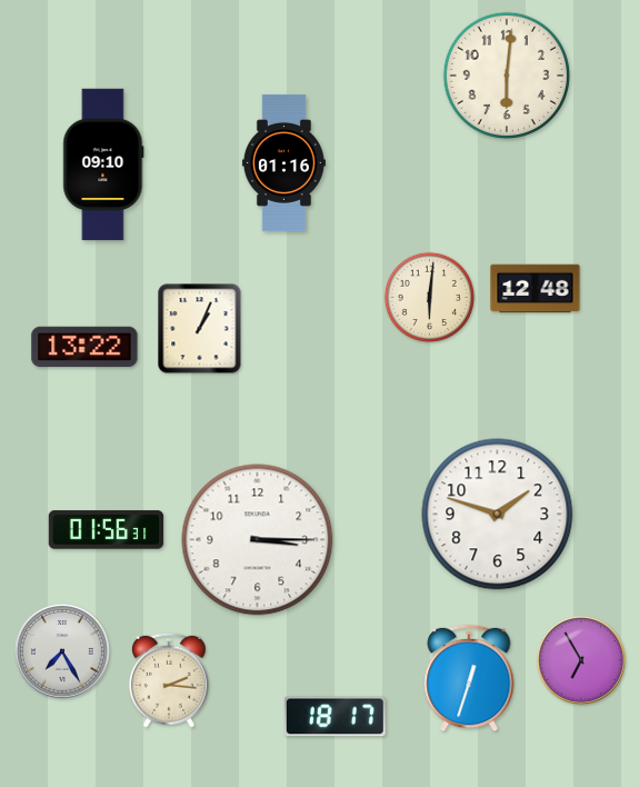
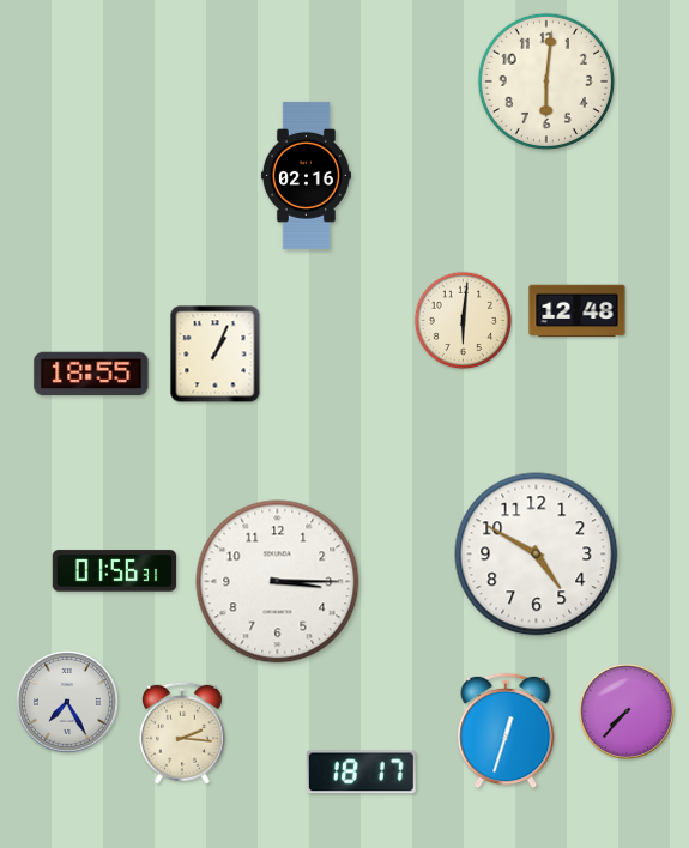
clock at (283, 162): 01:16 -> 02:16
clock at (103, 165): 09:10 -> none
clock at (84, 347): 13:22 -> 18:55
clock at (498, 515): 1:48 -> 4:50
clock at (581, 660): 6:55 -> 7:37
